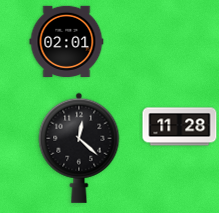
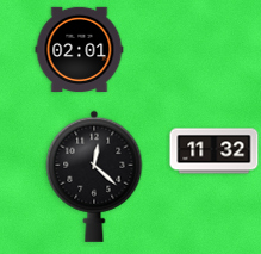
clock at (180, 127): 11:28 -> 11:32
